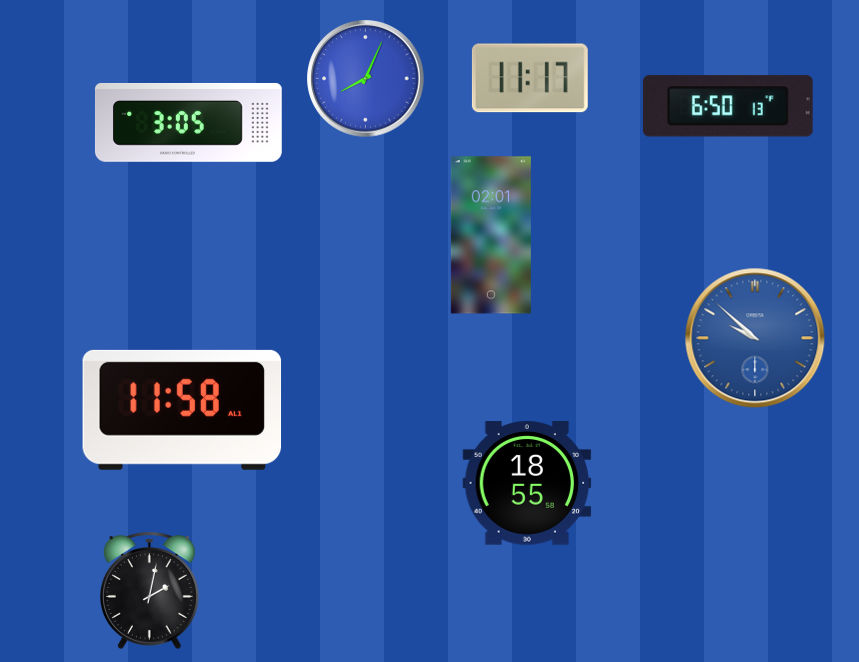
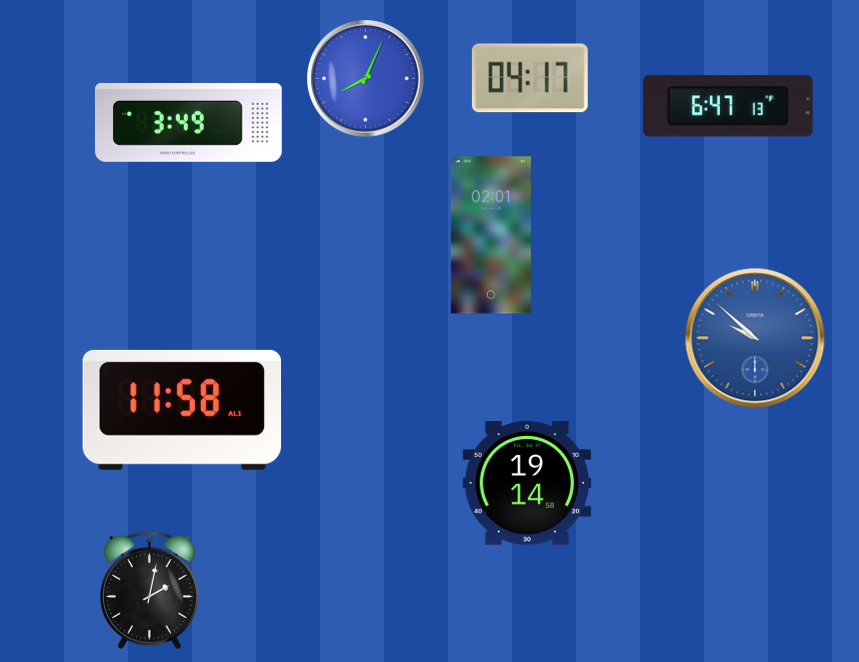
clock at (530, 78): 11:17 -> 04:17
clock at (728, 106): 6:50 -> 6:47
clock at (188, 122): 3:05 -> 3:49
clock at (527, 483): 18:55 -> 19:14
